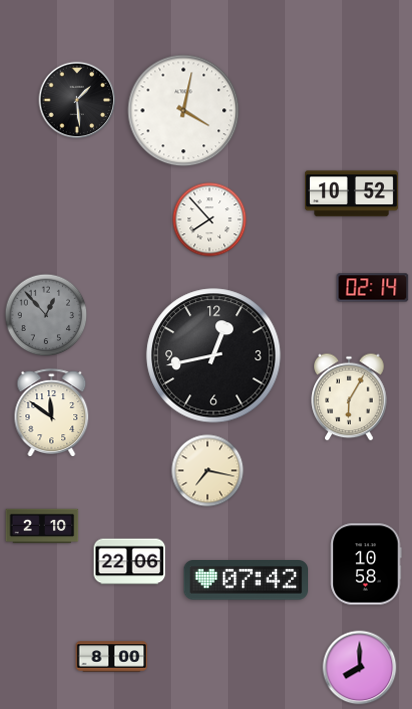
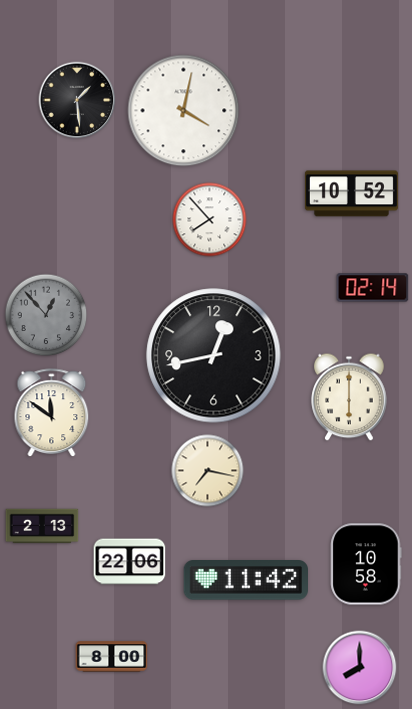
clock at (349, 397): 6:05 -> 6:00
clock at (42, 526): 2:10 -> 2:13
clock at (245, 580): 07:42 -> 11:42
